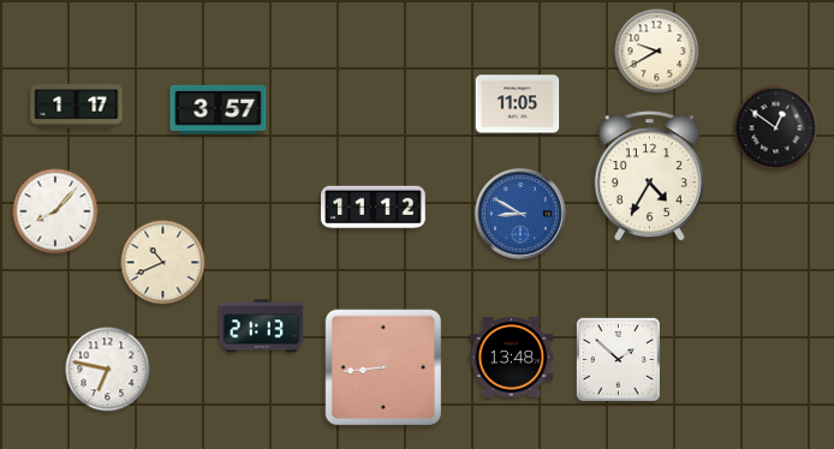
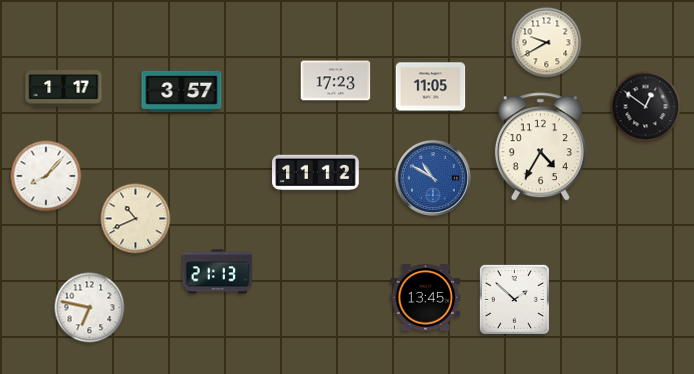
clock at (336, 81): none -> 17:23
clock at (374, 208) position: (374, 208) -> (316, 173)
clock at (520, 214): 8:50 -> 10:50
clock at (512, 358): 13:48 -> 13:45
clock at (383, 367): 8:44 -> none
